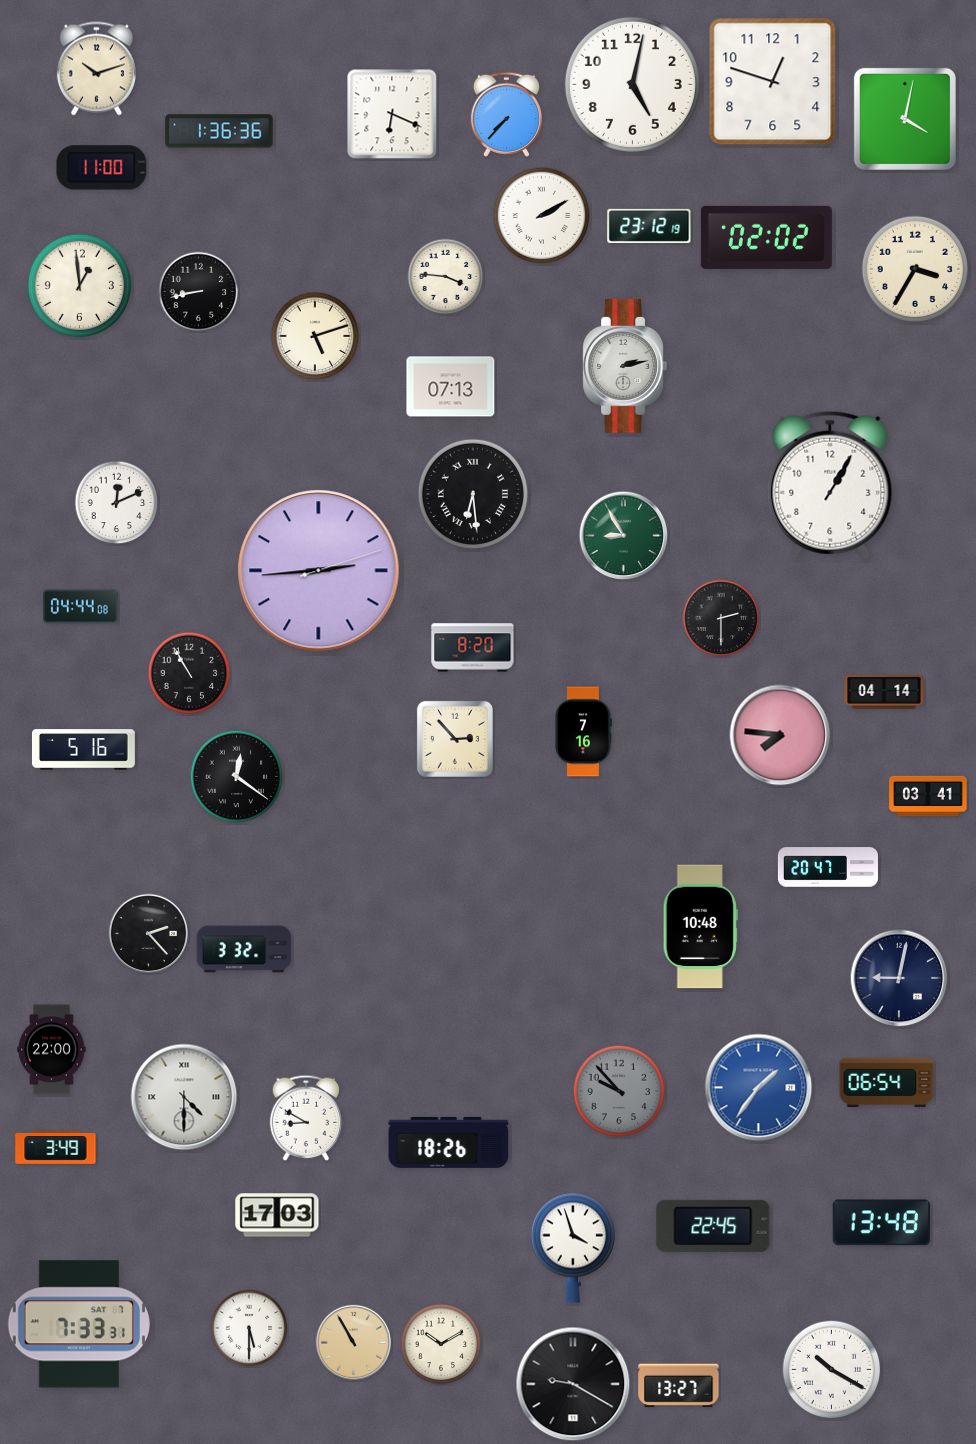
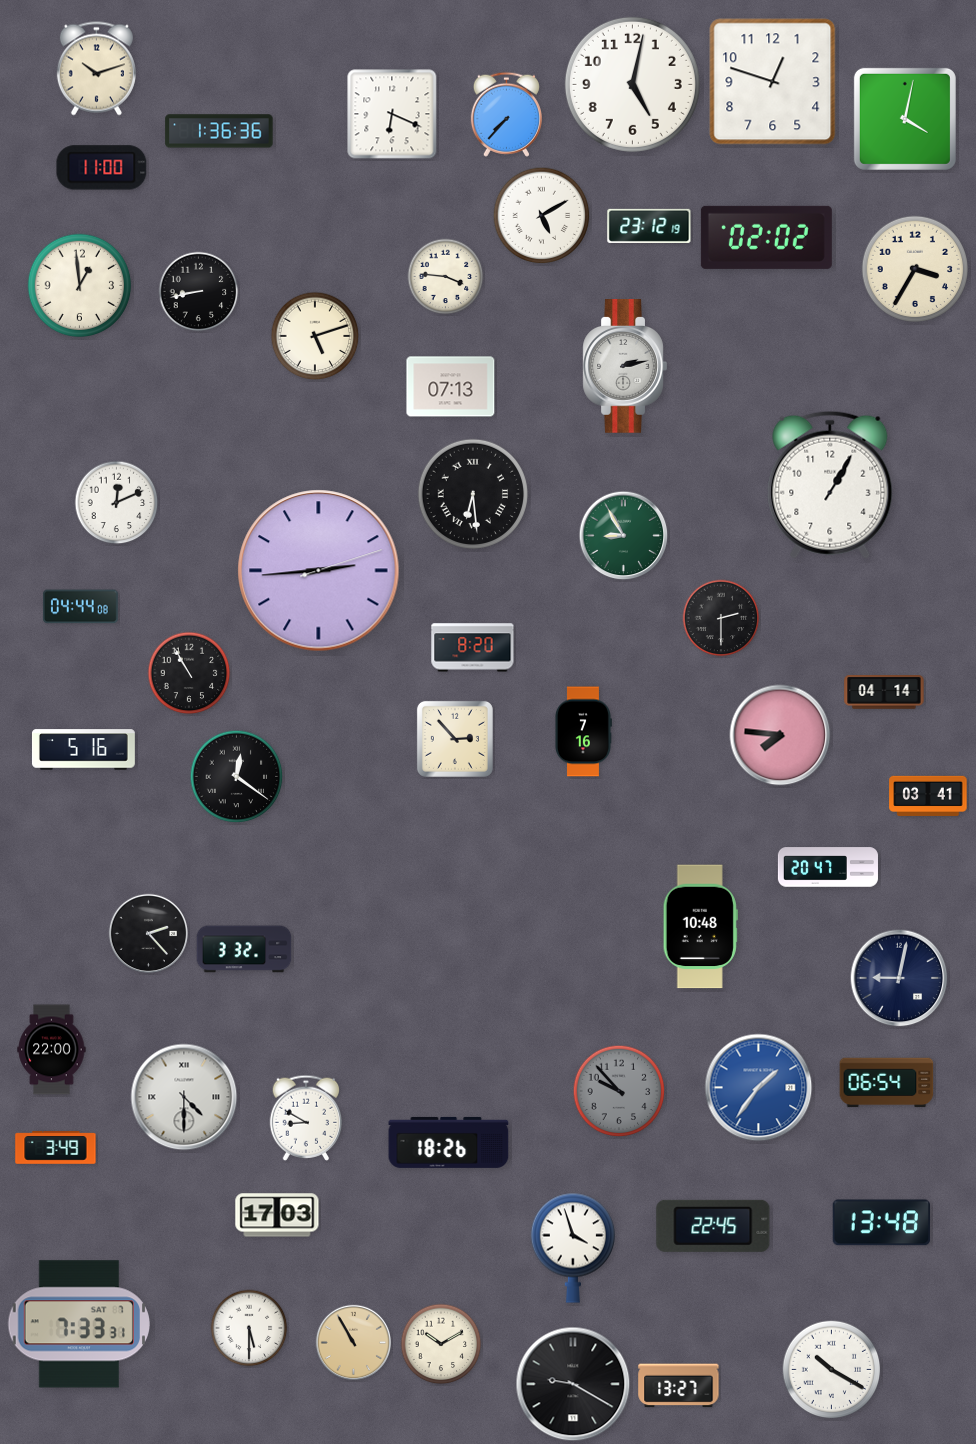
clock at (542, 216): 2:10 -> 5:10
